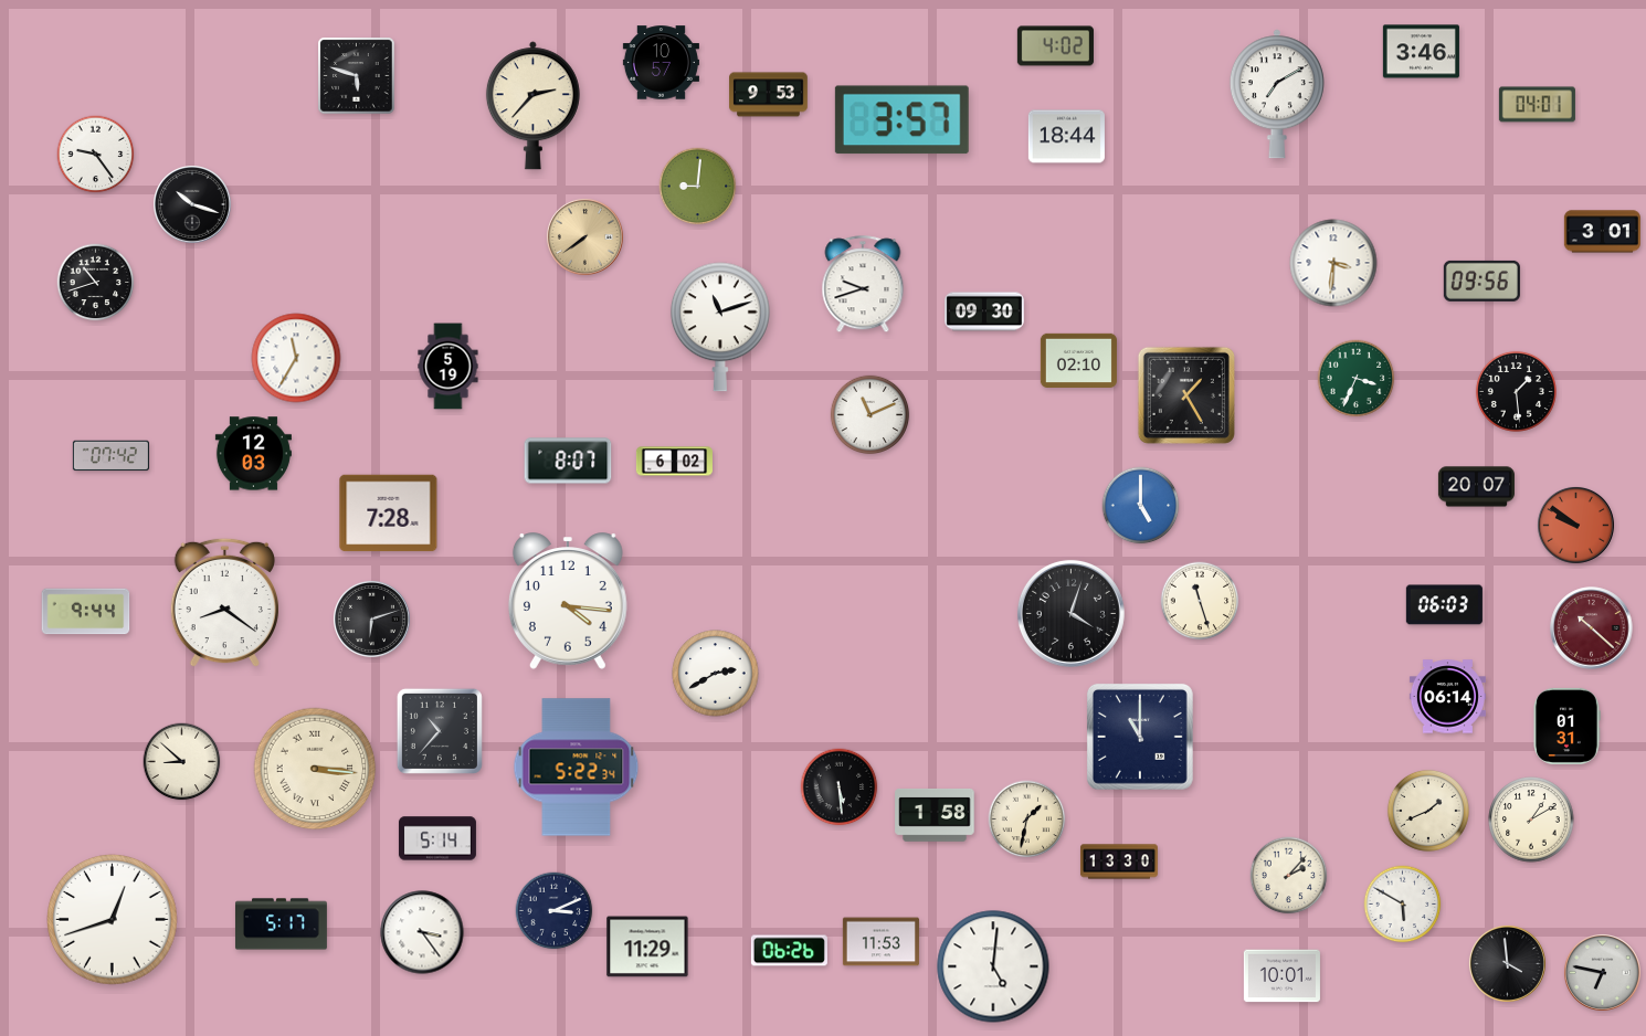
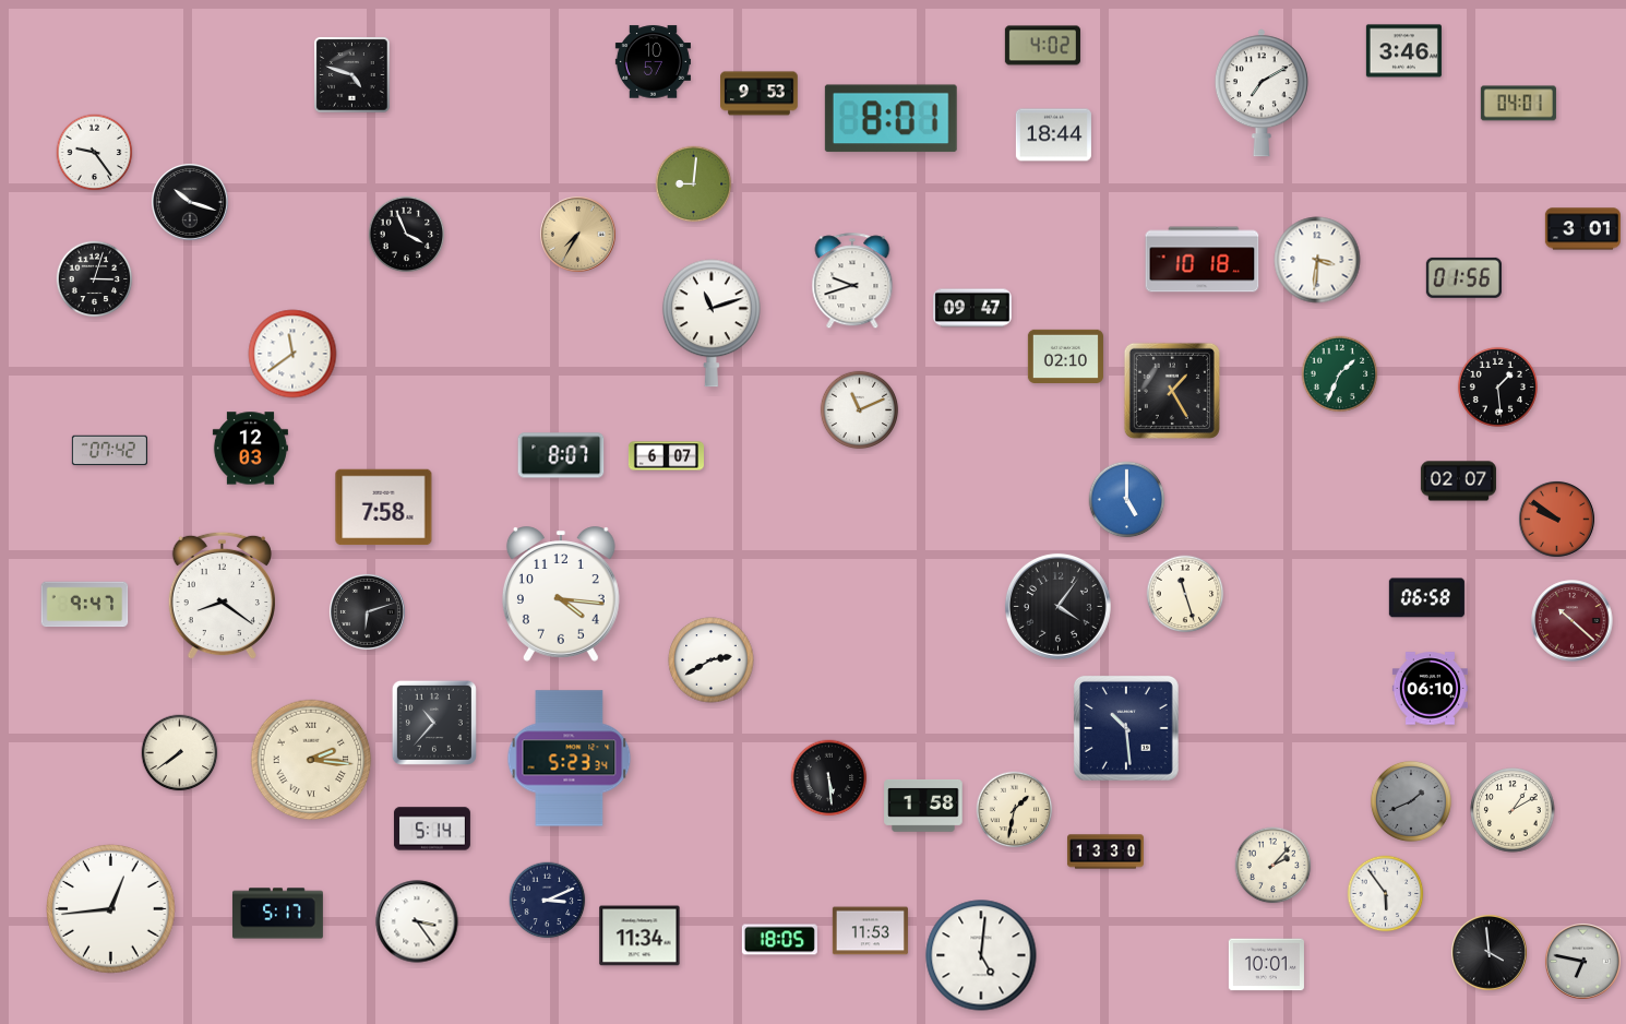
clock at (357, 76): 5:48 -> 4:48
clock at (532, 106): 2:37 -> none
clock at (901, 120): 3:57 -> 8:01
clock at (698, 187) position: (698, 187) -> (694, 184)
clock at (584, 236): 7:39 -> 7:35
clock at (407, 235): none -> 3:56
clock at (1203, 260): none -> 10:18
clock at (1481, 281): 09:56 -> 01:56
clock at (96, 283): 10:42 -> 3:03
clock at (984, 311): 09:30 -> 09:47
clock at (296, 358): 11:35 -> 11:39
clock at (449, 367): 5:19 -> none
clock at (1357, 379): 3:34 -> 1:34
clock at (674, 462): 6:02 -> 6:07
clock at (1476, 487): 20:07 -> 02:07
clock at (389, 514): 7:28 -> 7:58
clock at (1444, 605): 06:03 -> 06:58
clock at (86, 612): 9:44 -> 9:47
clock at (1070, 613): 4:03 -> 4:06
clock at (716, 674) position: (716, 674) -> (712, 660)
clock at (1447, 697): 06:14 -> 06:10
clock at (1568, 726): 01:31 -> none
clock at (1140, 737): 11:00 -> 10:29
clock at (182, 762): 8:52 -> 7:39
clock at (577, 768): 5:22 -> 5:23
clock at (315, 769): 3:16 -> 2:16
clock at (1428, 811) dial: cream -> grey
clock at (1403, 905): 5:50 -> 5:54
clock at (113, 920): 12:42 -> 12:44
clock at (647, 947): 11:29 -> 11:34
clock at (789, 951): 06:26 -> 18:05
